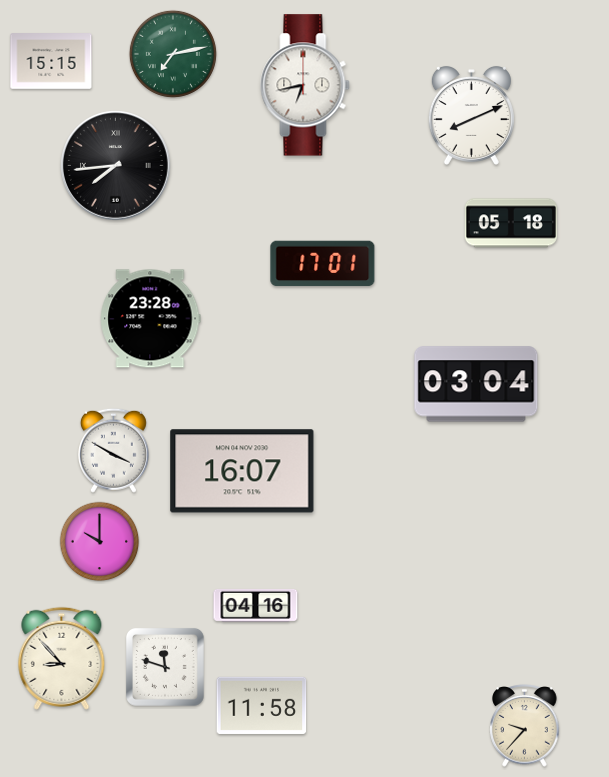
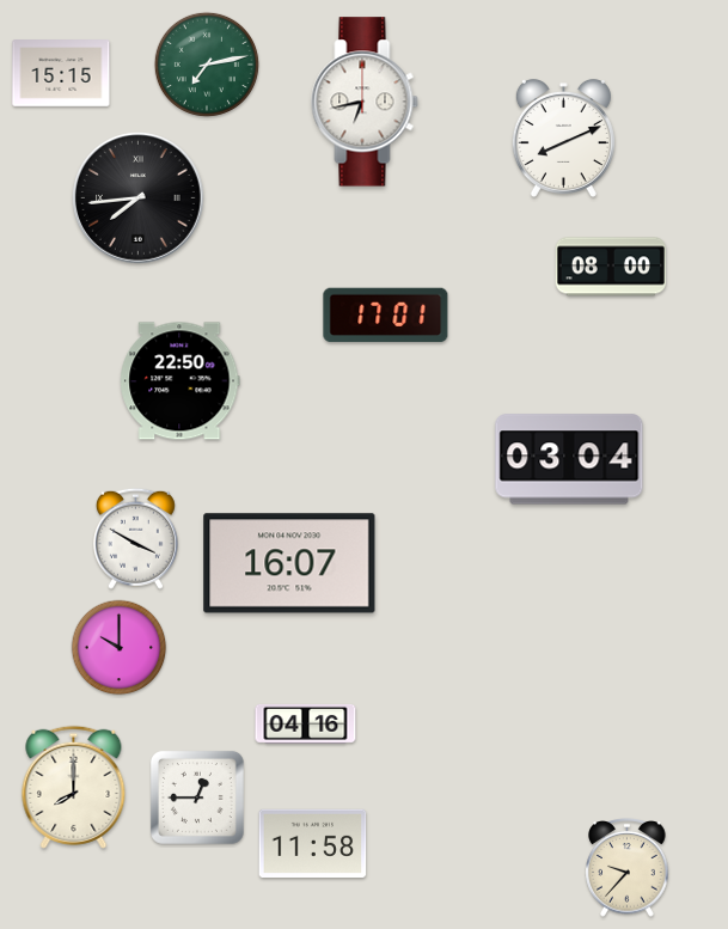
clock at (511, 223): 05:18 -> 08:00
clock at (151, 319): 23:28 -> 22:50
clock at (62, 658): 8:53 -> 8:00
clock at (165, 667): 11:48 -> 12:45
